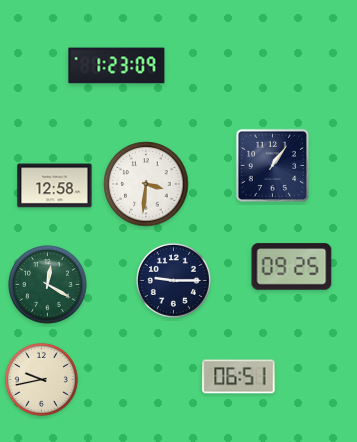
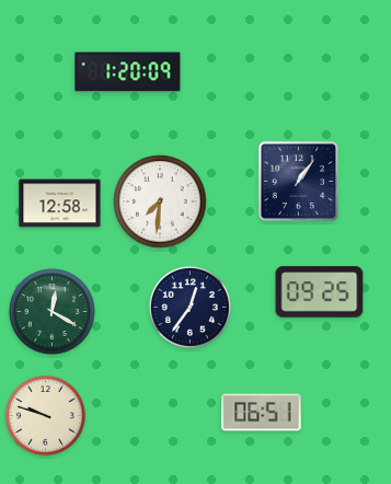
clock at (117, 66): 1:23 -> 1:20
clock at (146, 184): 3:31 -> 7:31
clock at (173, 280): 9:15 -> 12:36
clock at (41, 379): 9:43 -> 9:48
